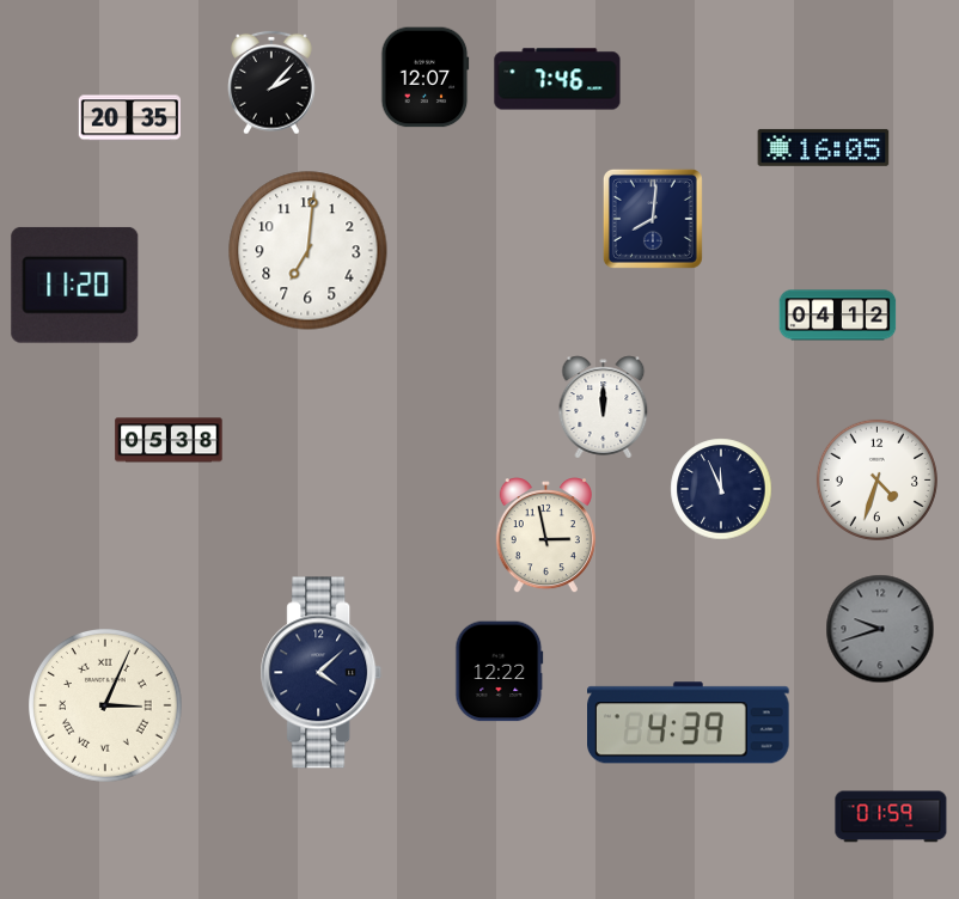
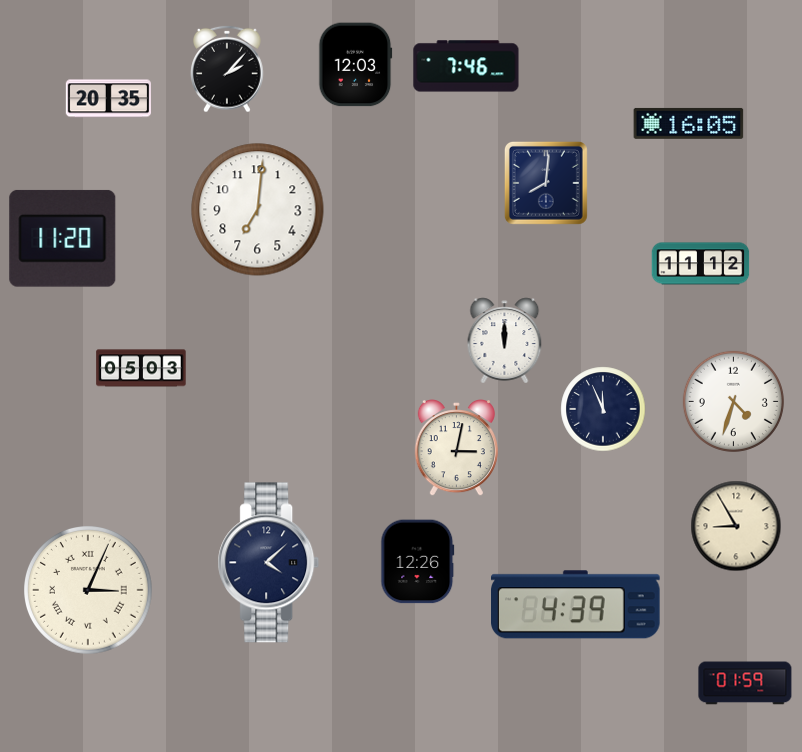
clock at (426, 78): 12:07 -> 12:03
clock at (838, 316): 04:12 -> 11:12
clock at (169, 440): 05:38 -> 05:03
clock at (545, 537): 2:58 -> 3:02
clock at (880, 629): 9:42 -> 8:55
clock at (880, 629) dial: grey -> cream
clock at (500, 672): 12:22 -> 12:26
